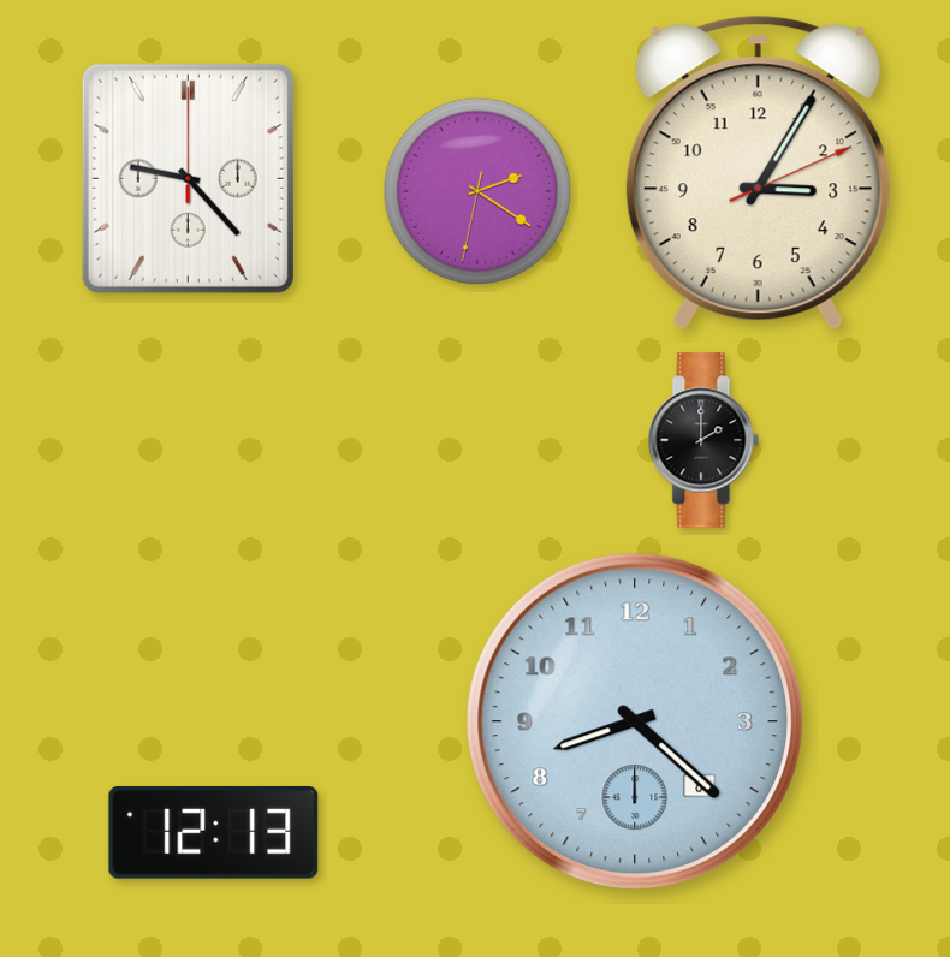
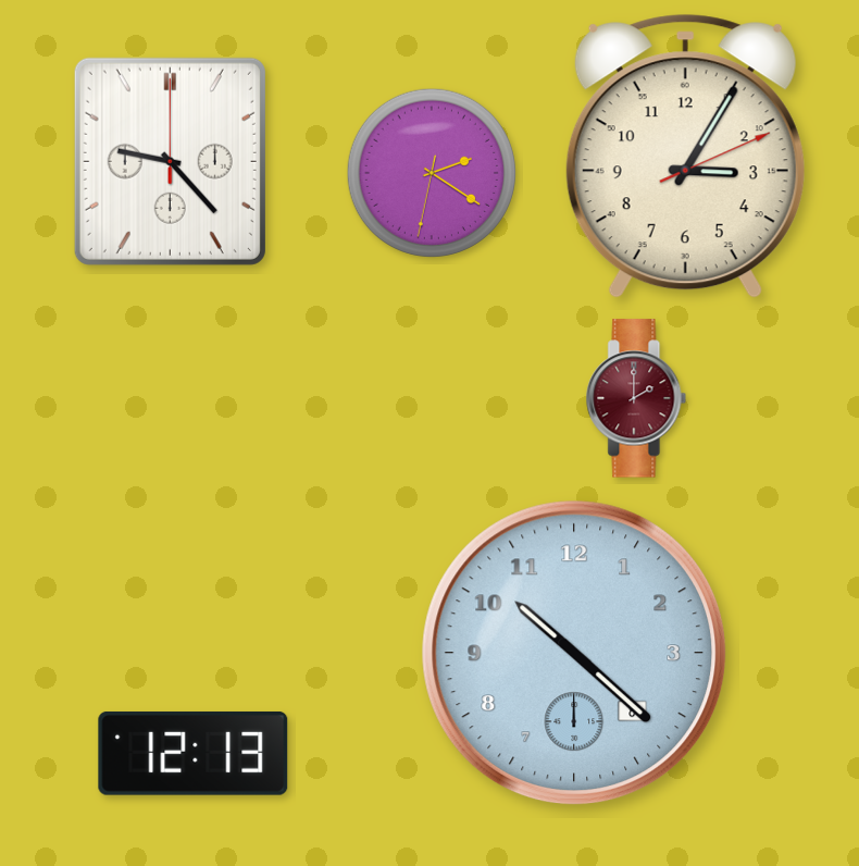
clock at (703, 440) dial: black -> burgundy
clock at (635, 721): 8:22 -> 10:22
